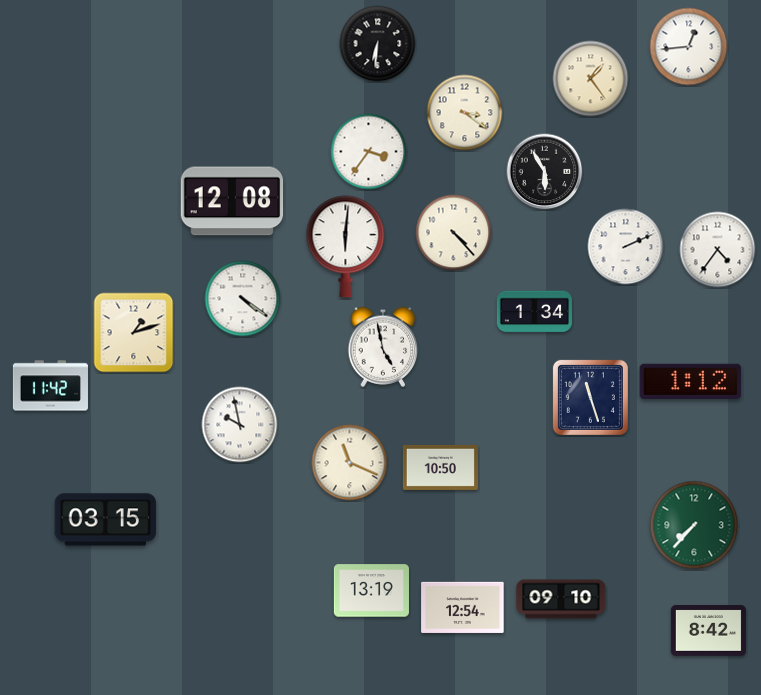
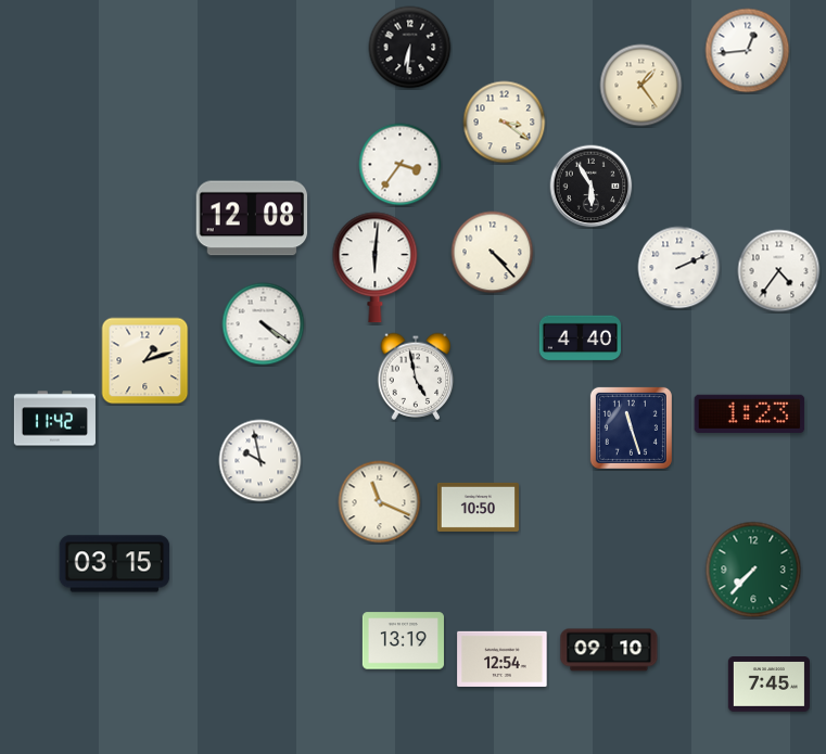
clock at (534, 312): 1:34 -> 4:40
clock at (691, 381): 1:12 -> 1:23
clock at (590, 397) position: (590, 397) -> (631, 427)
clock at (708, 631): 8:42 -> 7:45
